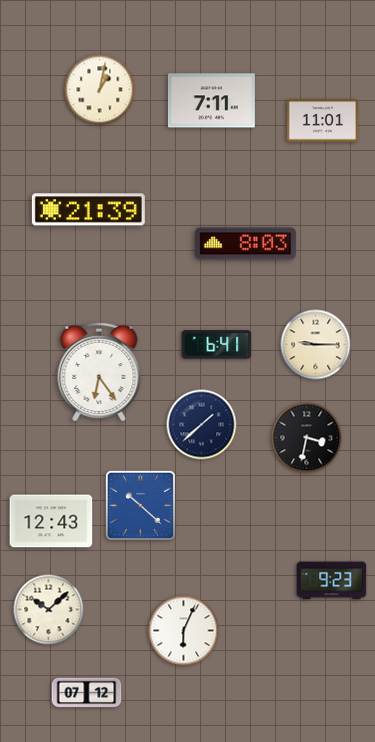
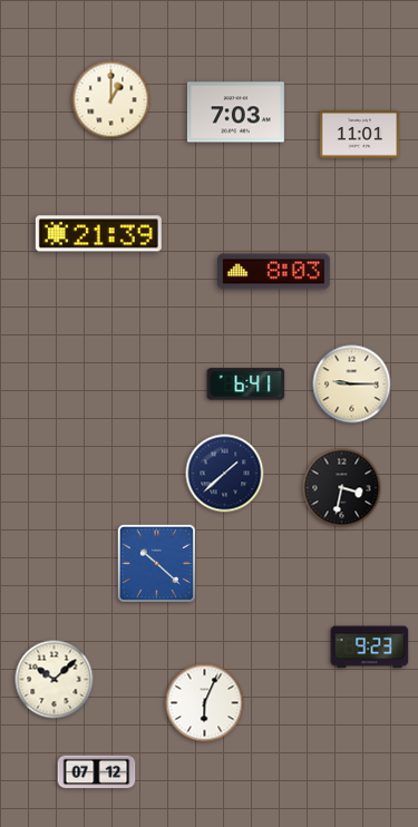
clock at (100, 90): 1:02 -> 1:00
clock at (211, 101): 7:11 -> 7:03
clock at (217, 345) position: (217, 345) -> (246, 385)
clock at (99, 372): 6:24 -> none
clock at (51, 521): 12:43 -> none
